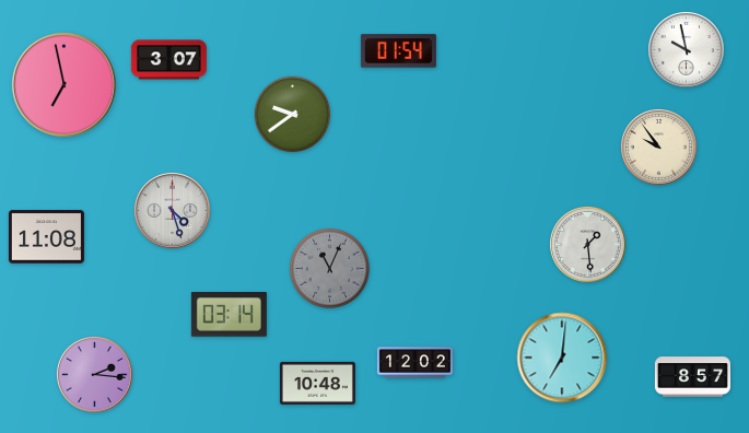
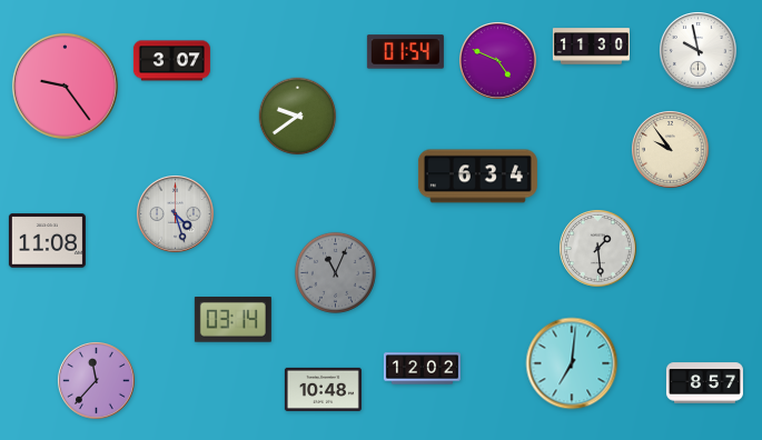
clock at (591, 47): none -> 11:30
clock at (498, 61): none -> 4:49
clock at (63, 84): 6:58 -> 9:24
clock at (477, 177): none -> 6:34
clock at (95, 375): 2:16 -> 11:37
